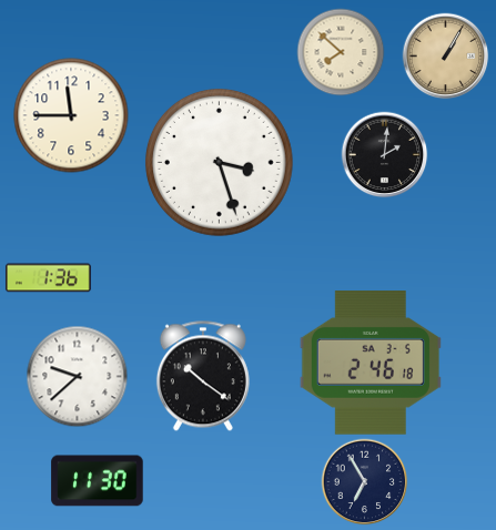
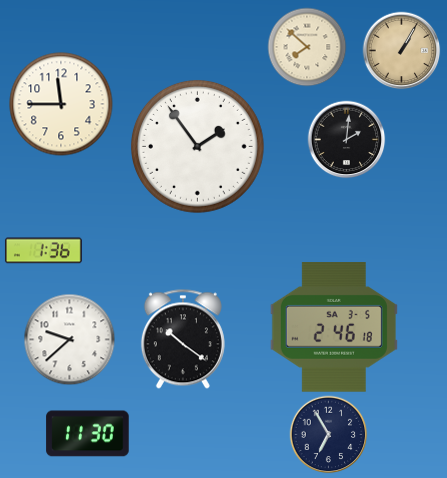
clock at (71, 115) position: (71, 115) -> (61, 104)
clock at (219, 162): 3:27 -> 1:54
